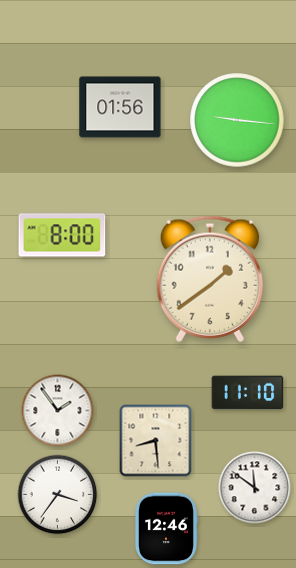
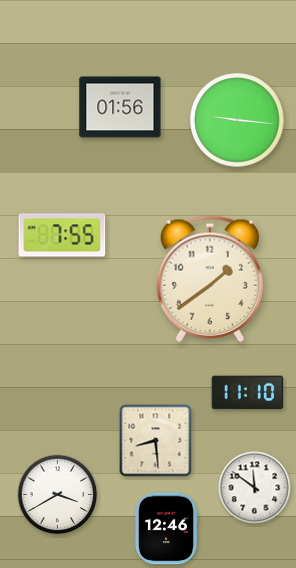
clock at (62, 235): 8:00 -> 7:55
clock at (58, 411): 1:54 -> none
clock at (58, 495): 3:36 -> 3:40
